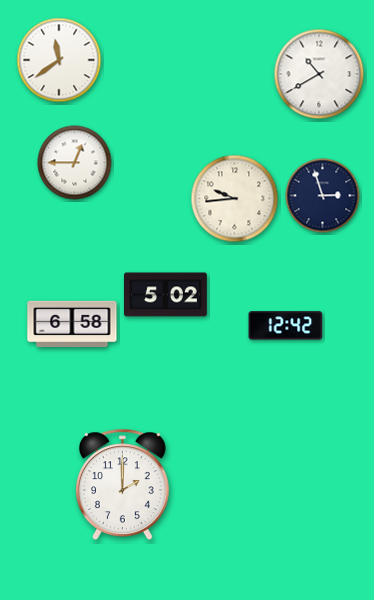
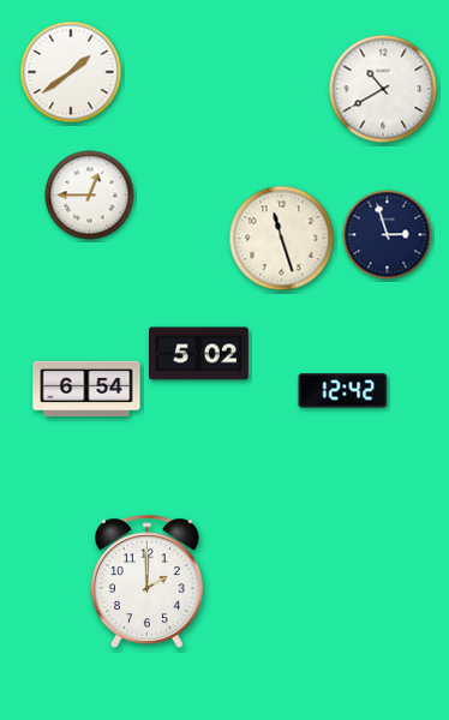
clock at (59, 60): 11:39 -> 1:39
clock at (235, 199): 9:44 -> 11:27
clock at (72, 324): 6:58 -> 6:54
